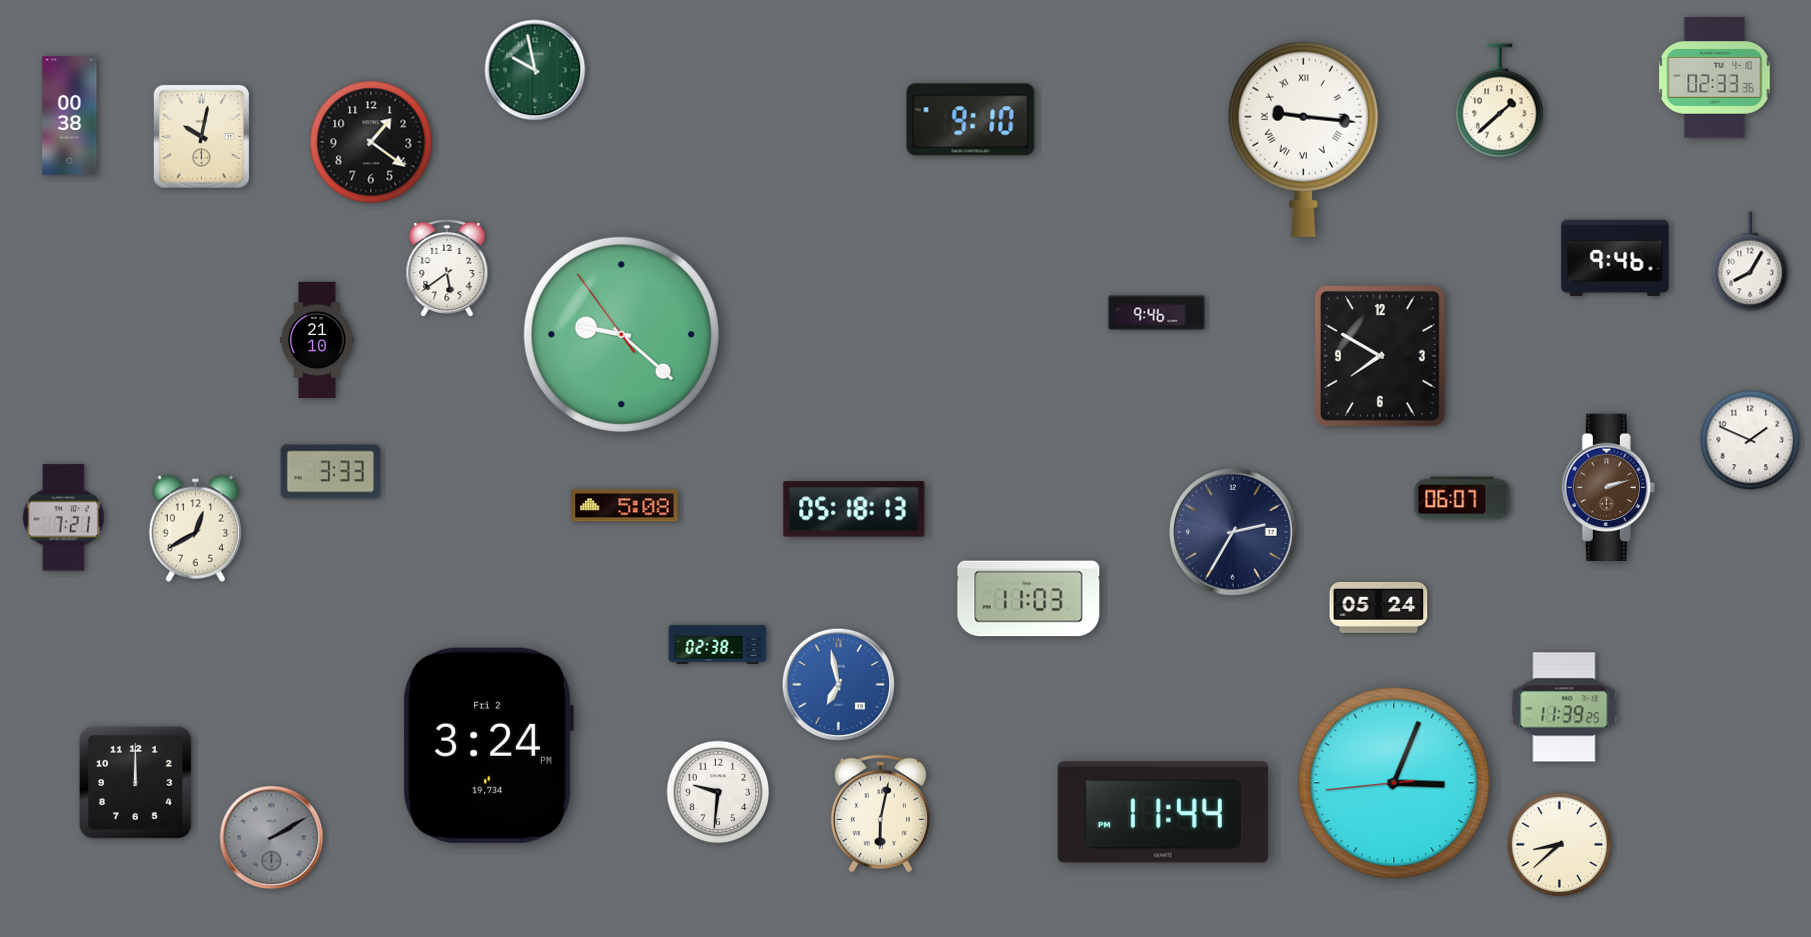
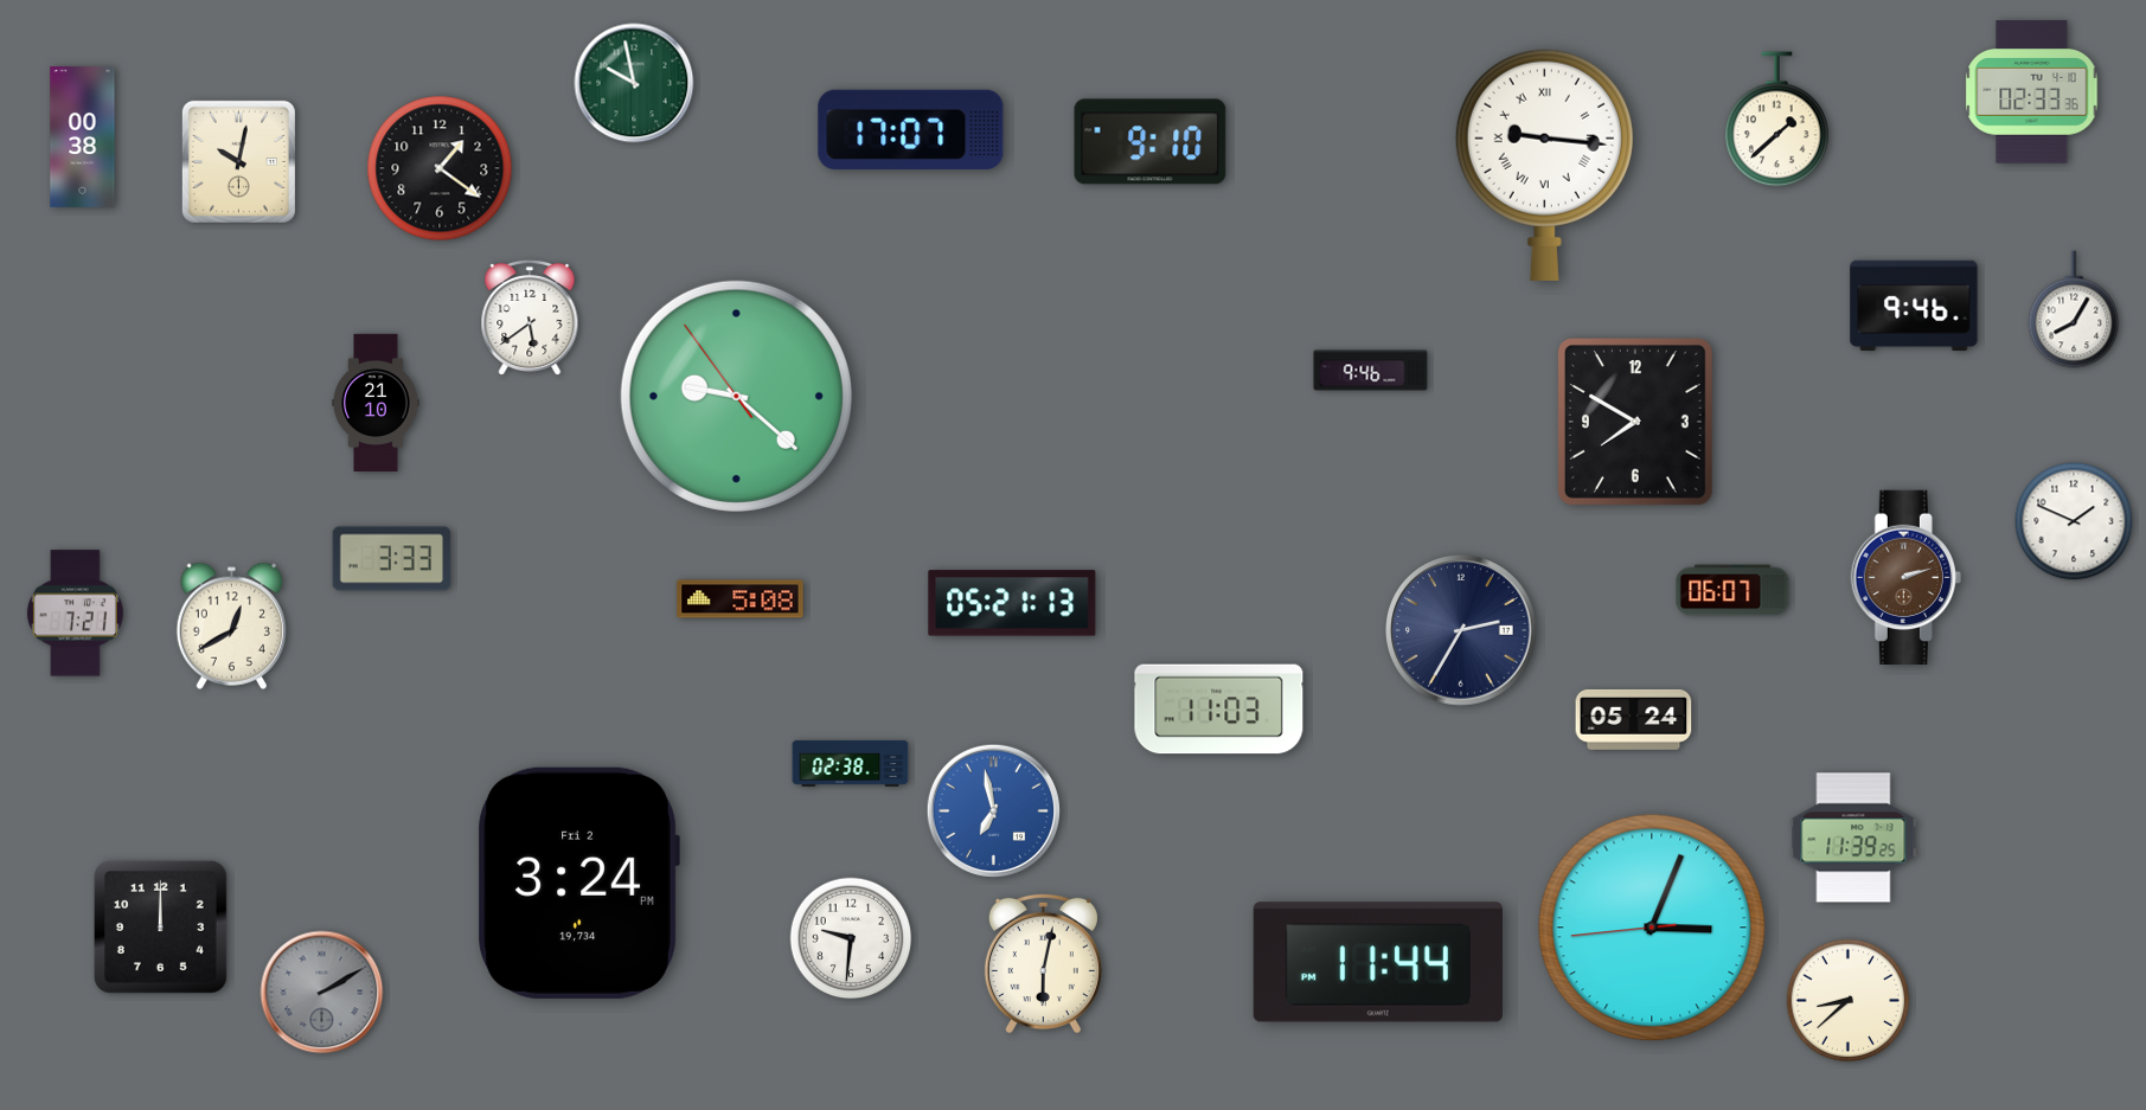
clock at (911, 129): none -> 17:07
clock at (854, 509): 05:18 -> 05:21
